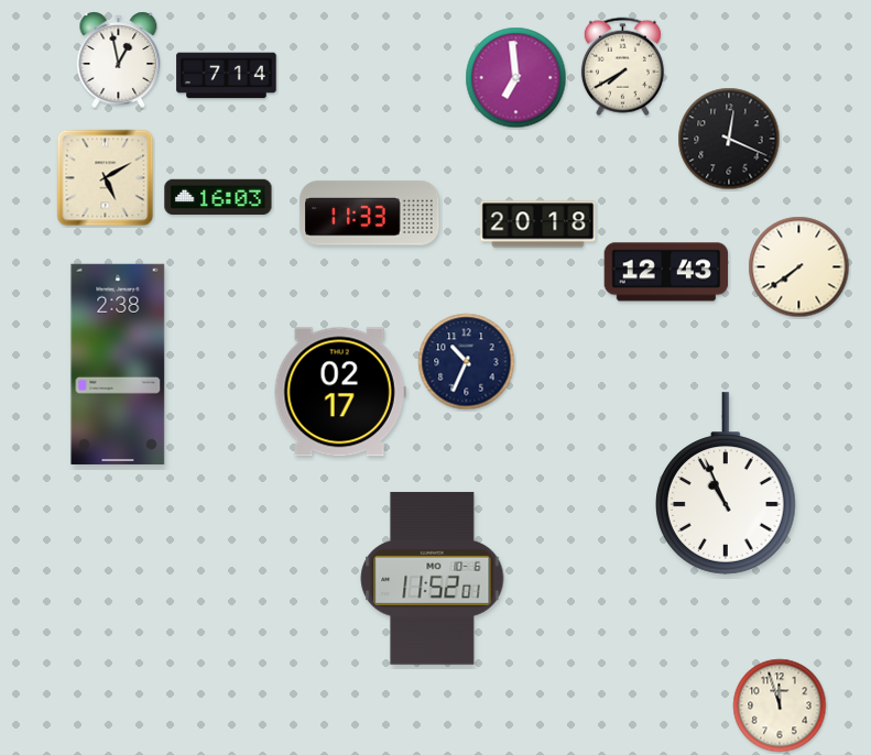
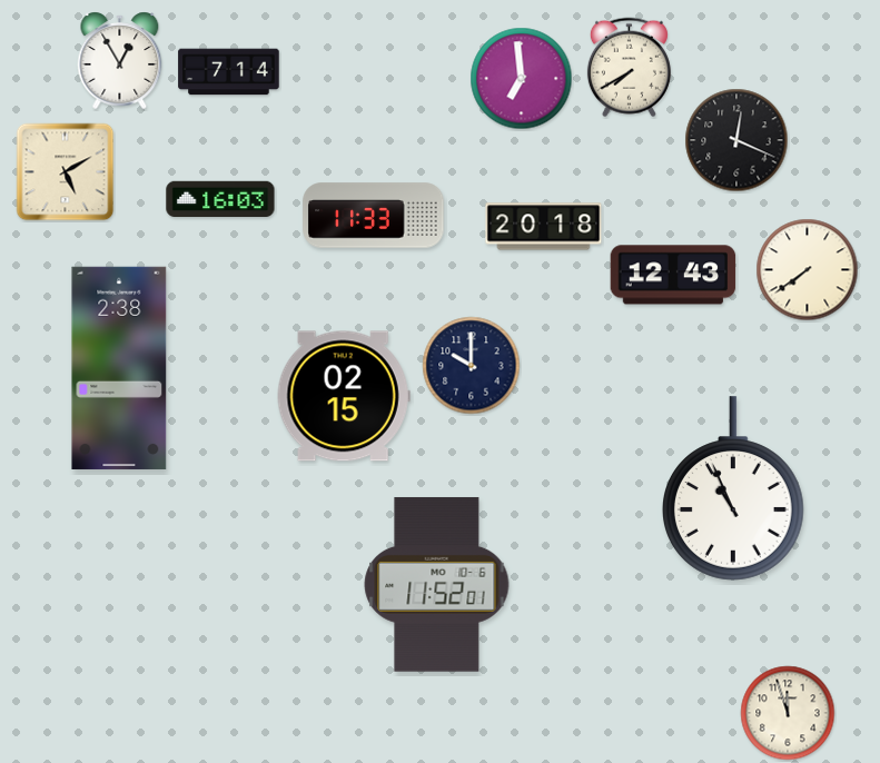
clock at (119, 59): 12:58 -> 12:55
clock at (227, 76) position: (227, 76) -> (229, 72)
clock at (106, 178) position: (106, 178) -> (66, 172)
clock at (467, 362): 10:34 -> 10:00
clock at (340, 392): 02:17 -> 02:15
